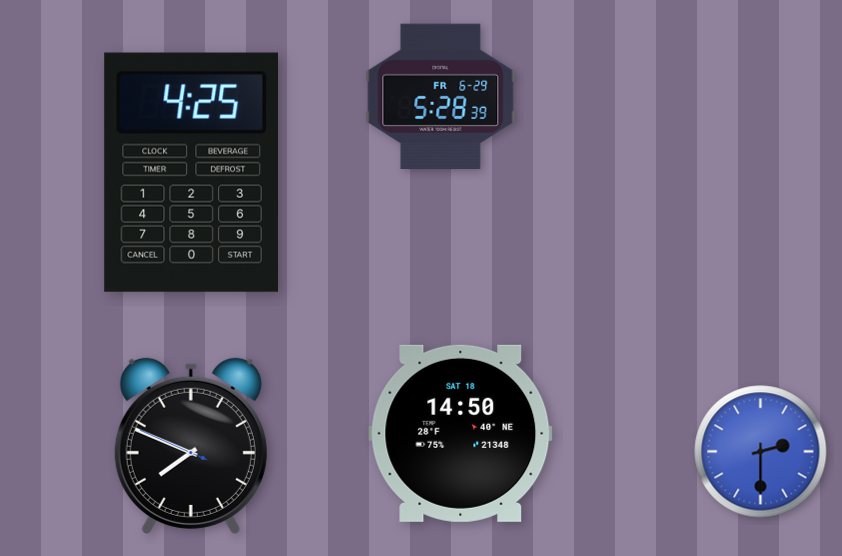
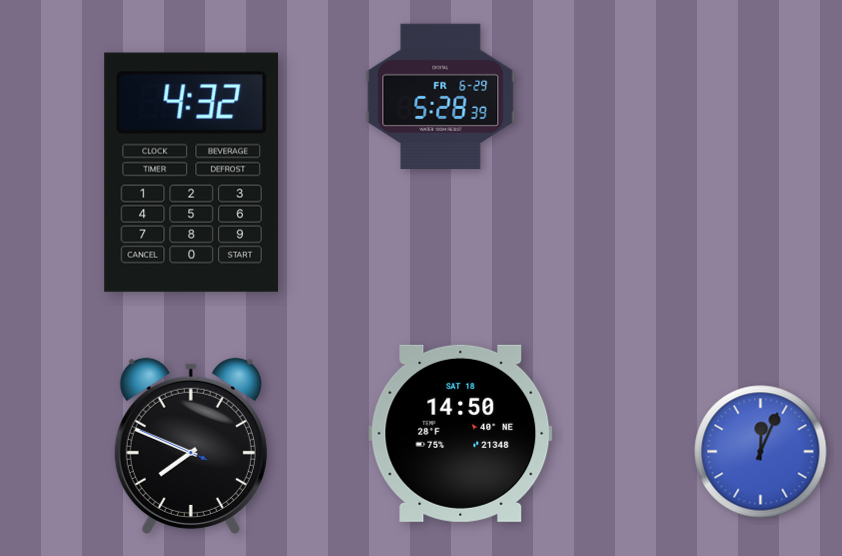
clock at (191, 172): 4:25 -> 4:32
clock at (761, 452): 2:30 -> 12:04
